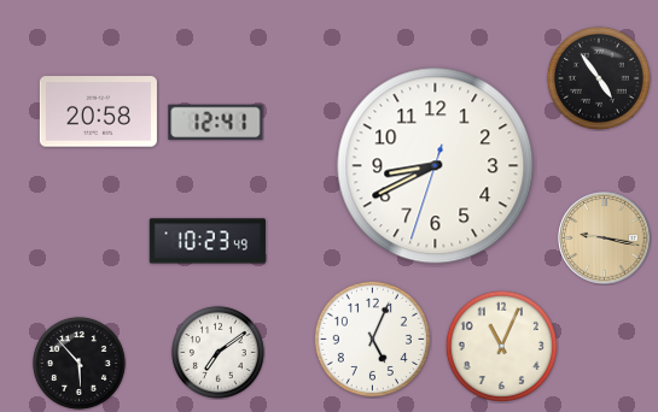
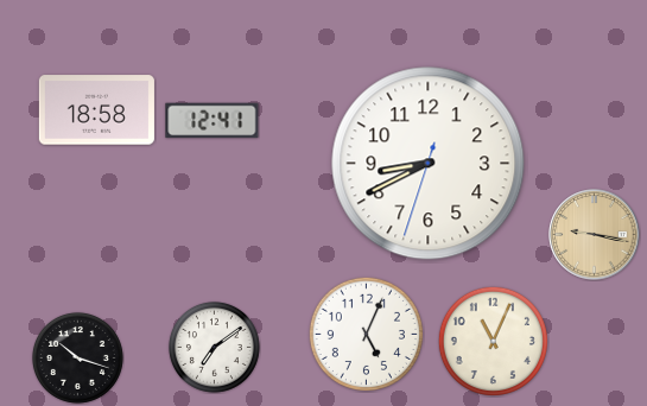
clock at (599, 78): 4:54 -> none
clock at (98, 112): 20:58 -> 18:58
clock at (208, 241): 10:23 -> none
clock at (78, 363): 5:53 -> 10:18
